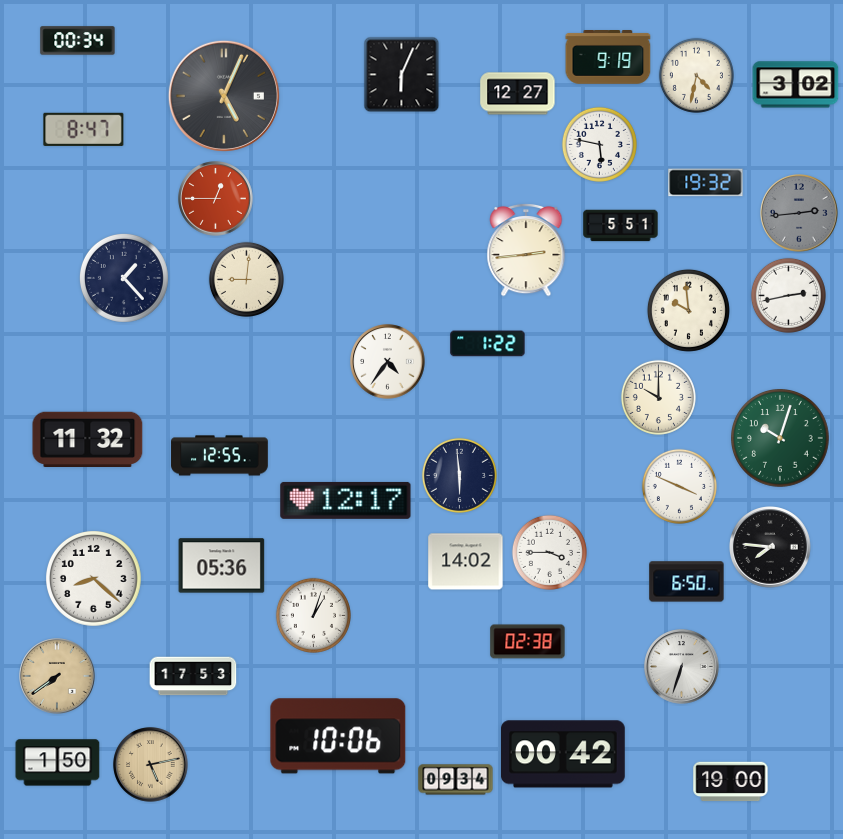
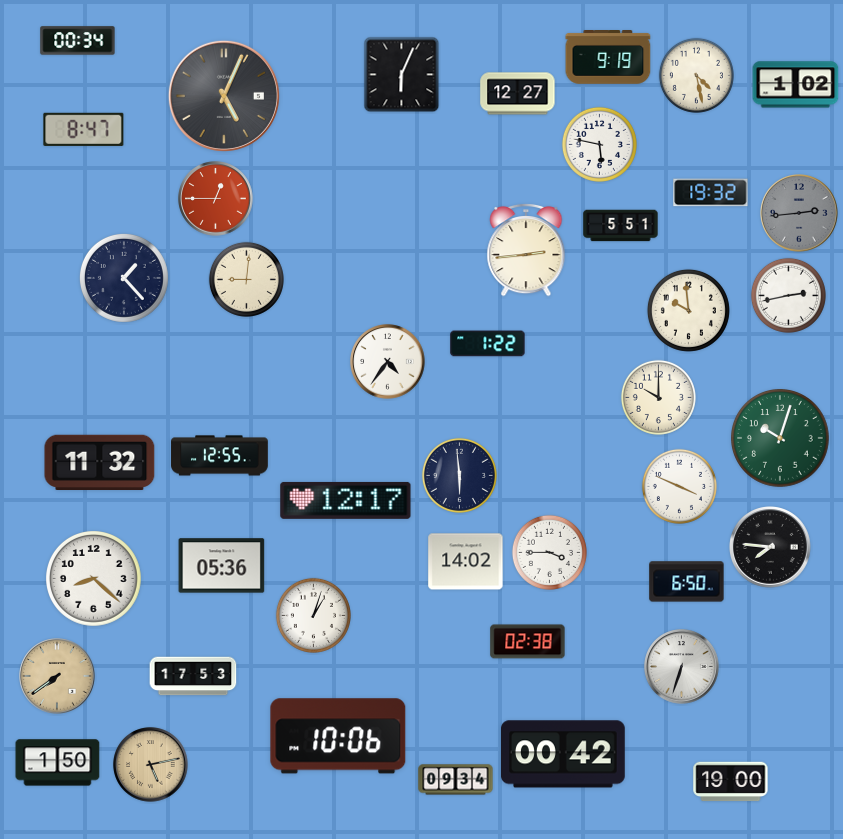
clock at (696, 75): 4:32 -> 4:28
clock at (796, 85): 3:02 -> 1:02
clock at (706, 183) position: (706, 183) -> (711, 193)
clock at (88, 439) position: (88, 439) -> (100, 462)
